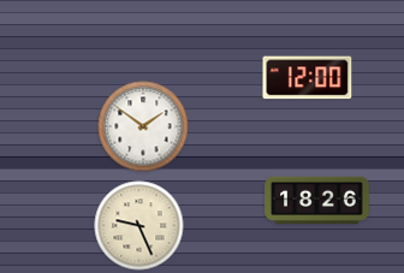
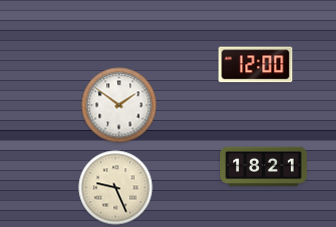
clock at (317, 201): 18:26 -> 18:21
